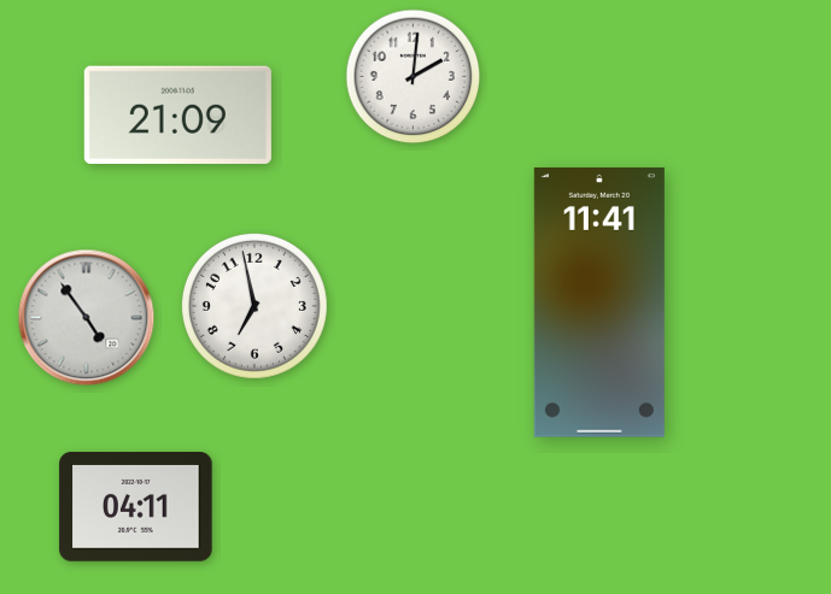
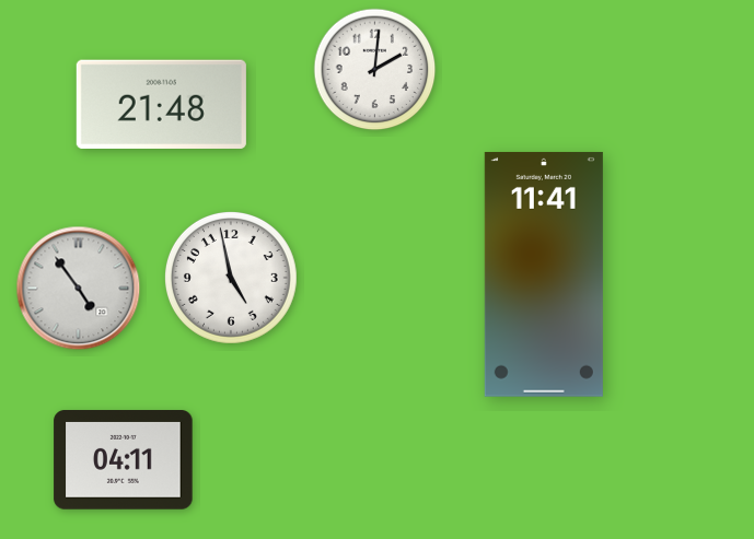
clock at (177, 114): 21:09 -> 21:48
clock at (254, 306): 6:58 -> 4:58
